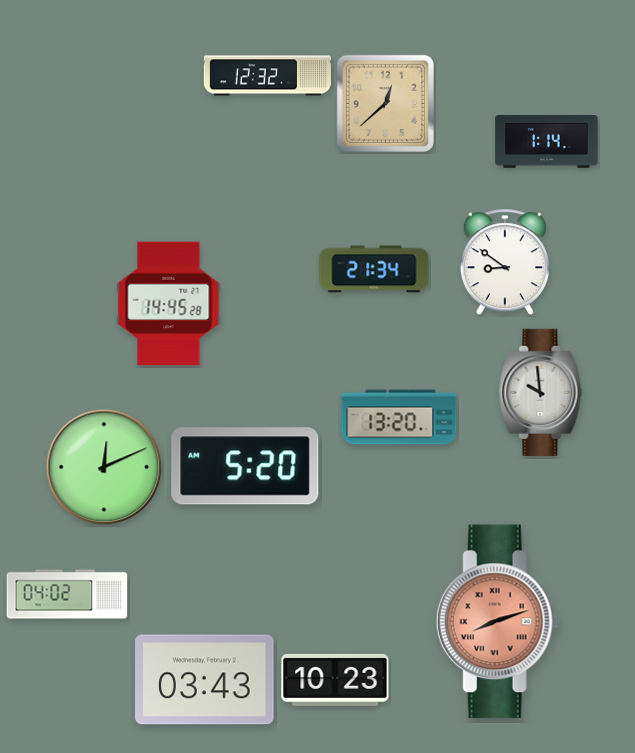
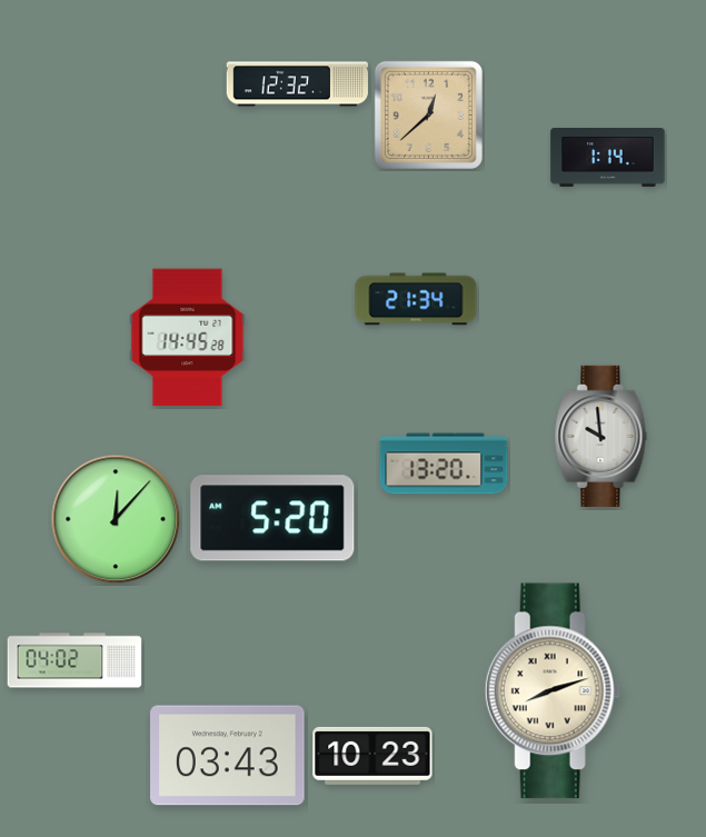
clock at (505, 263): 8:51 -> none
clock at (104, 467): 12:11 -> 12:07
clock at (497, 622) dial: salmon -> cream
